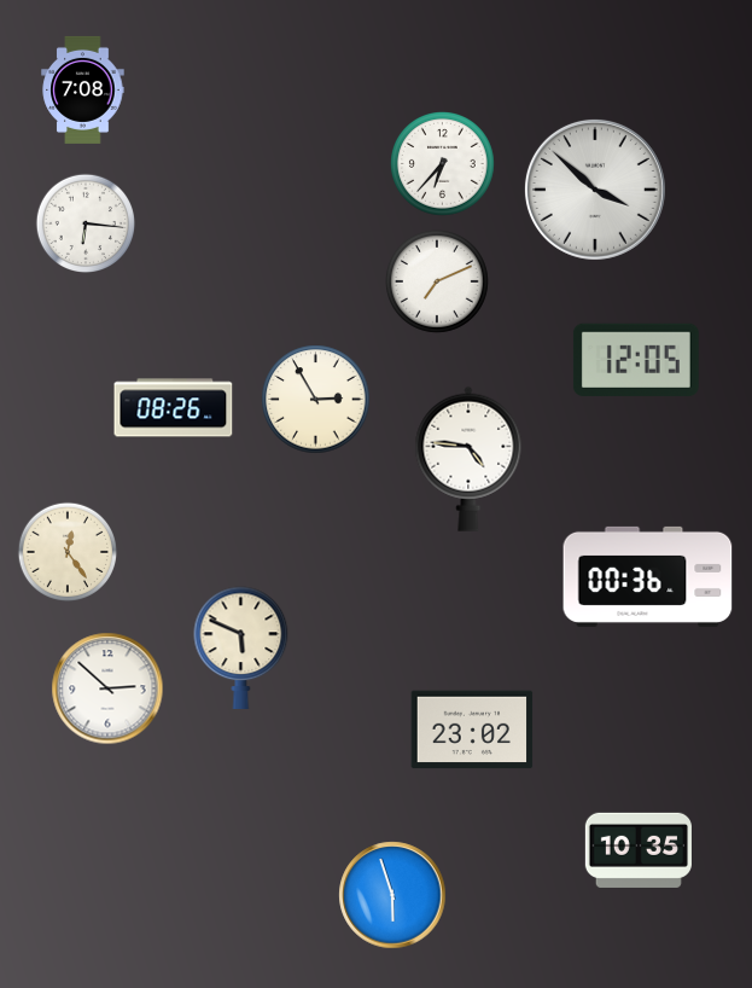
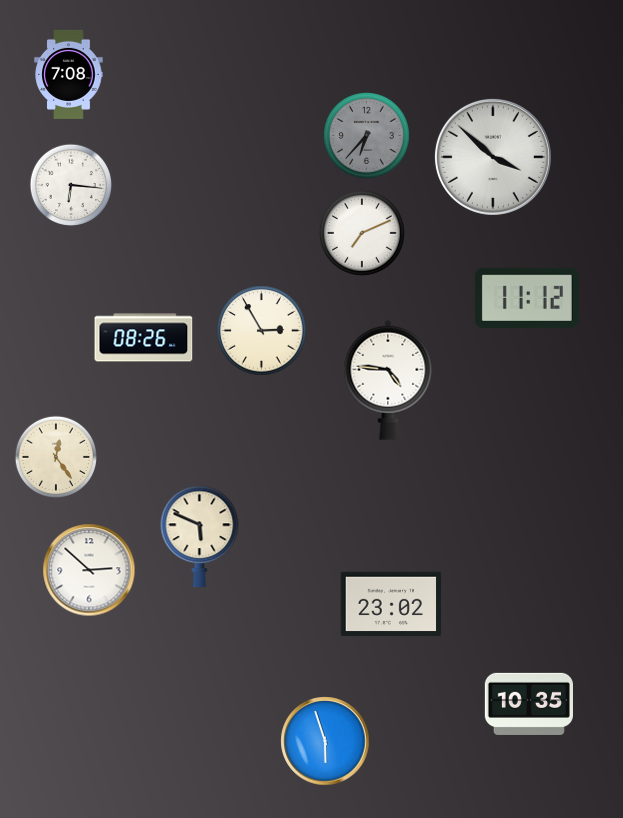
clock at (443, 164) dial: white -> grey
clock at (636, 360): 12:05 -> 11:12
clock at (648, 576): 00:36 -> none
